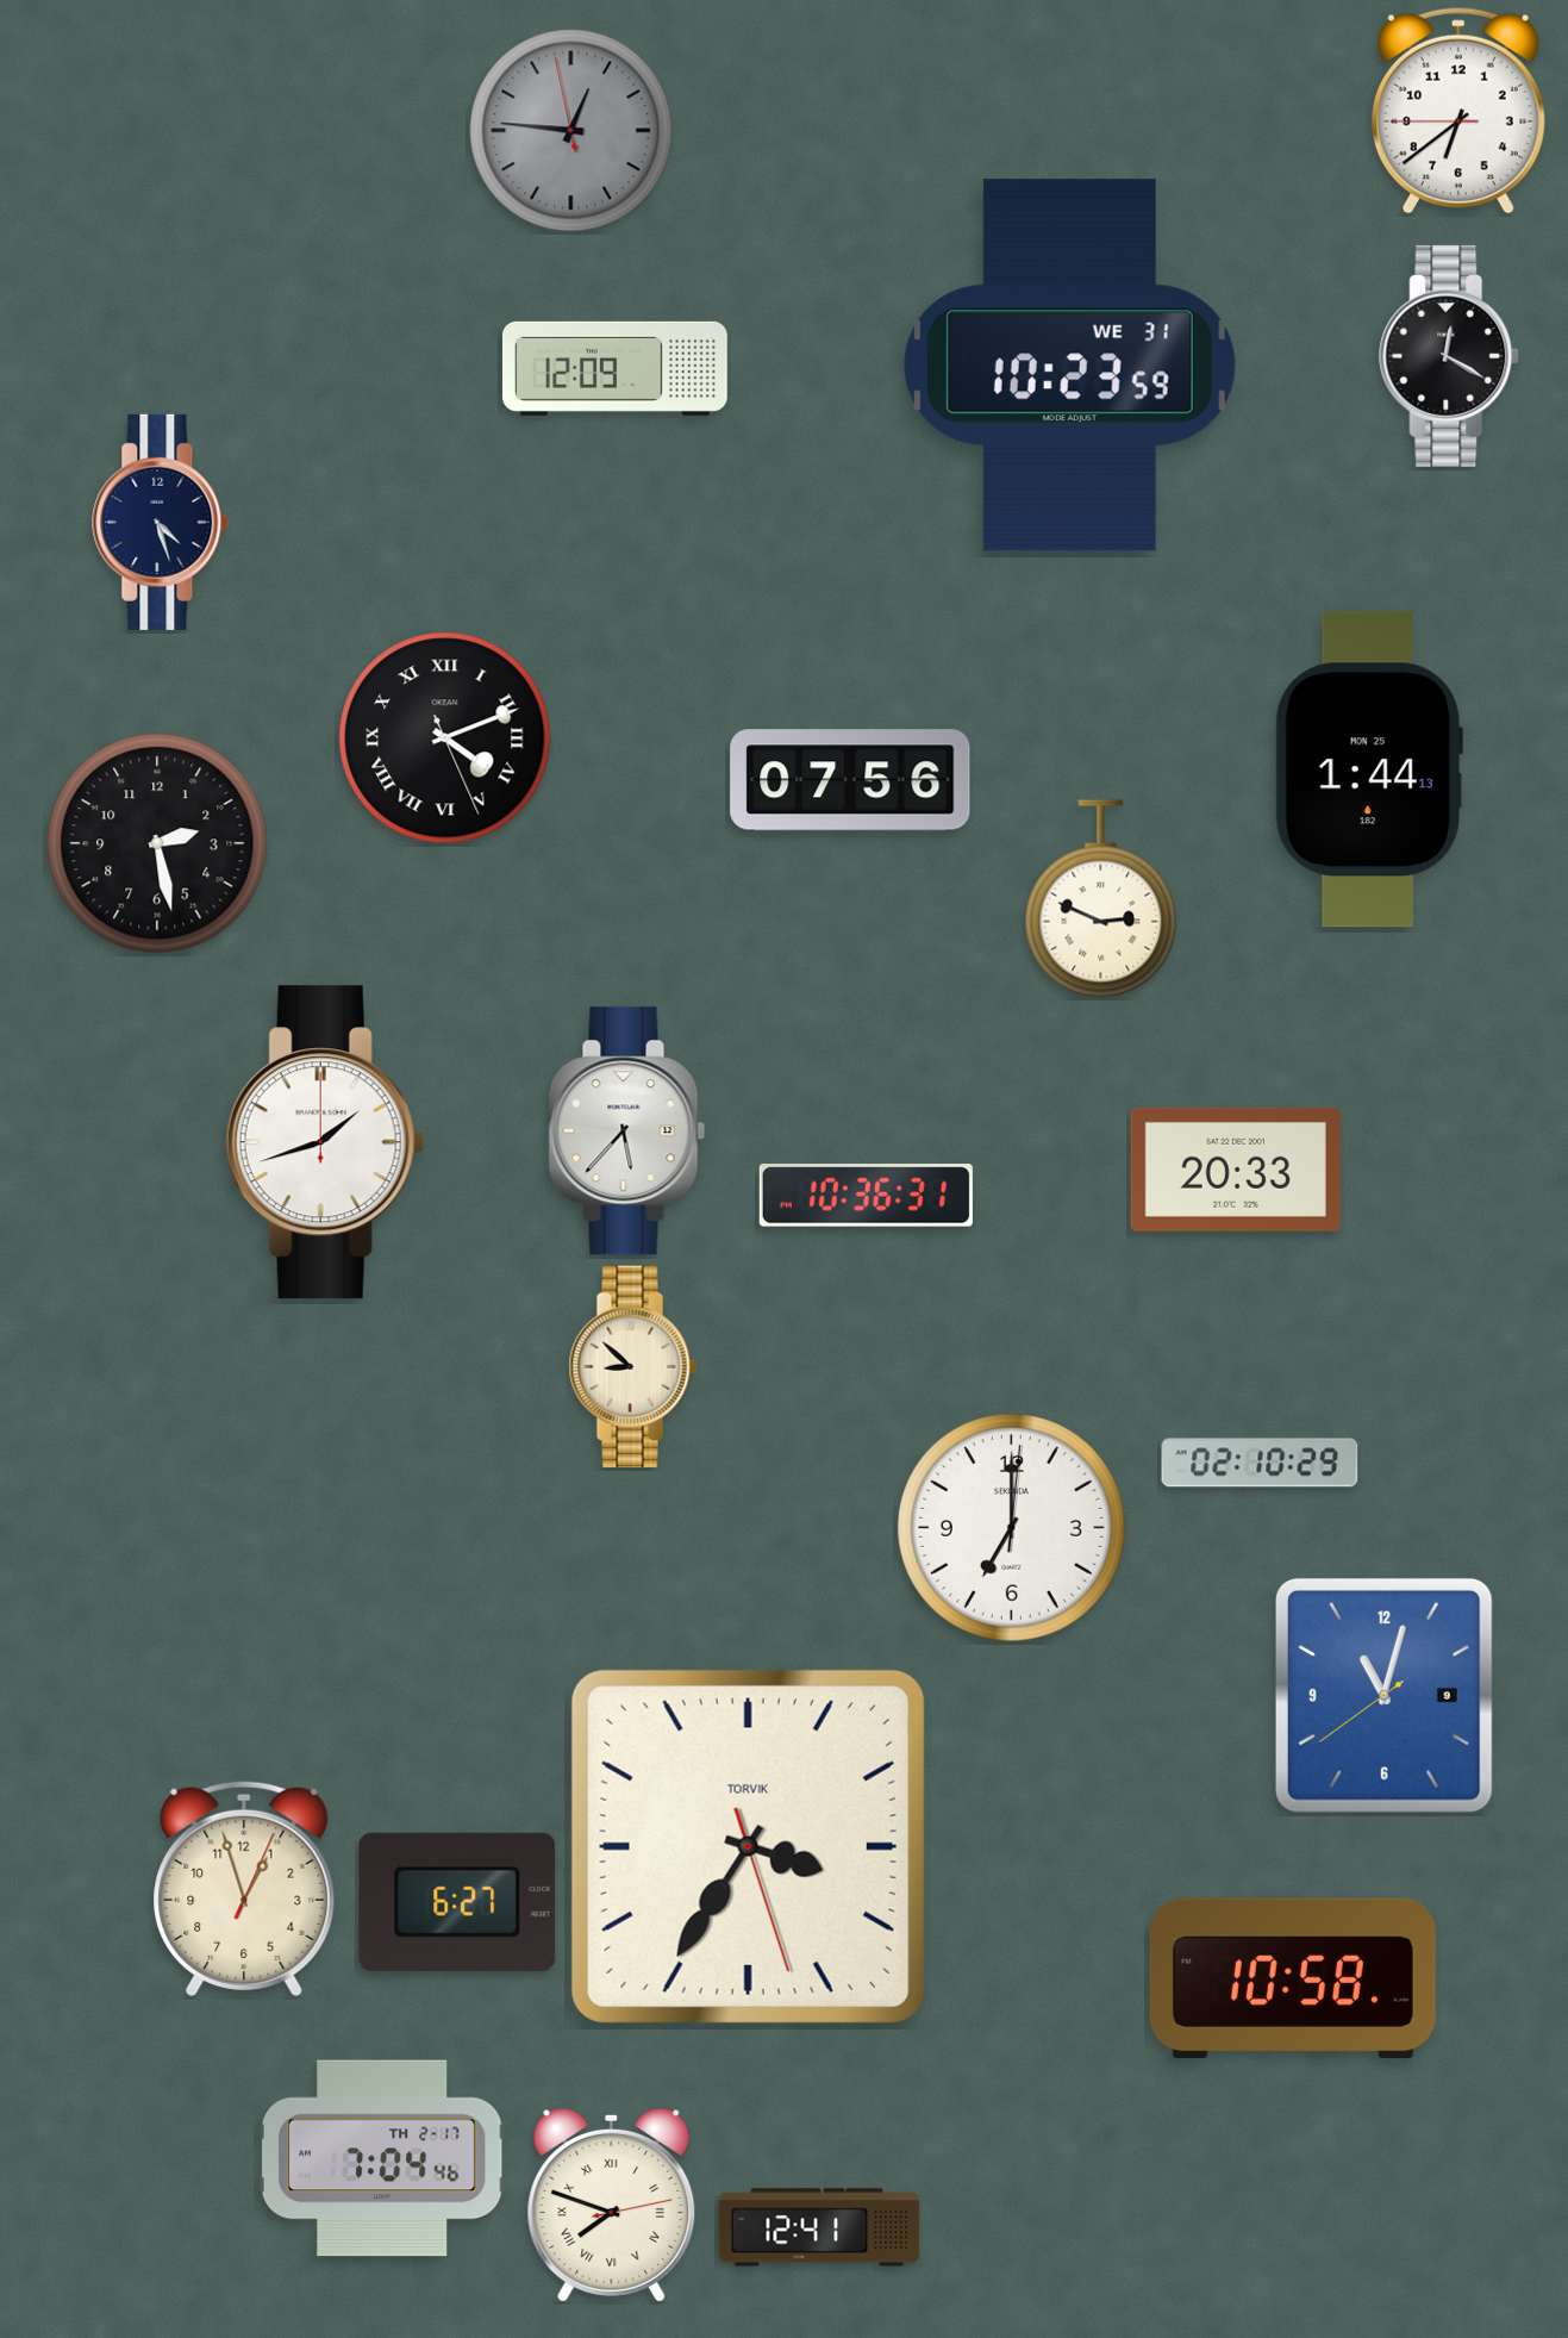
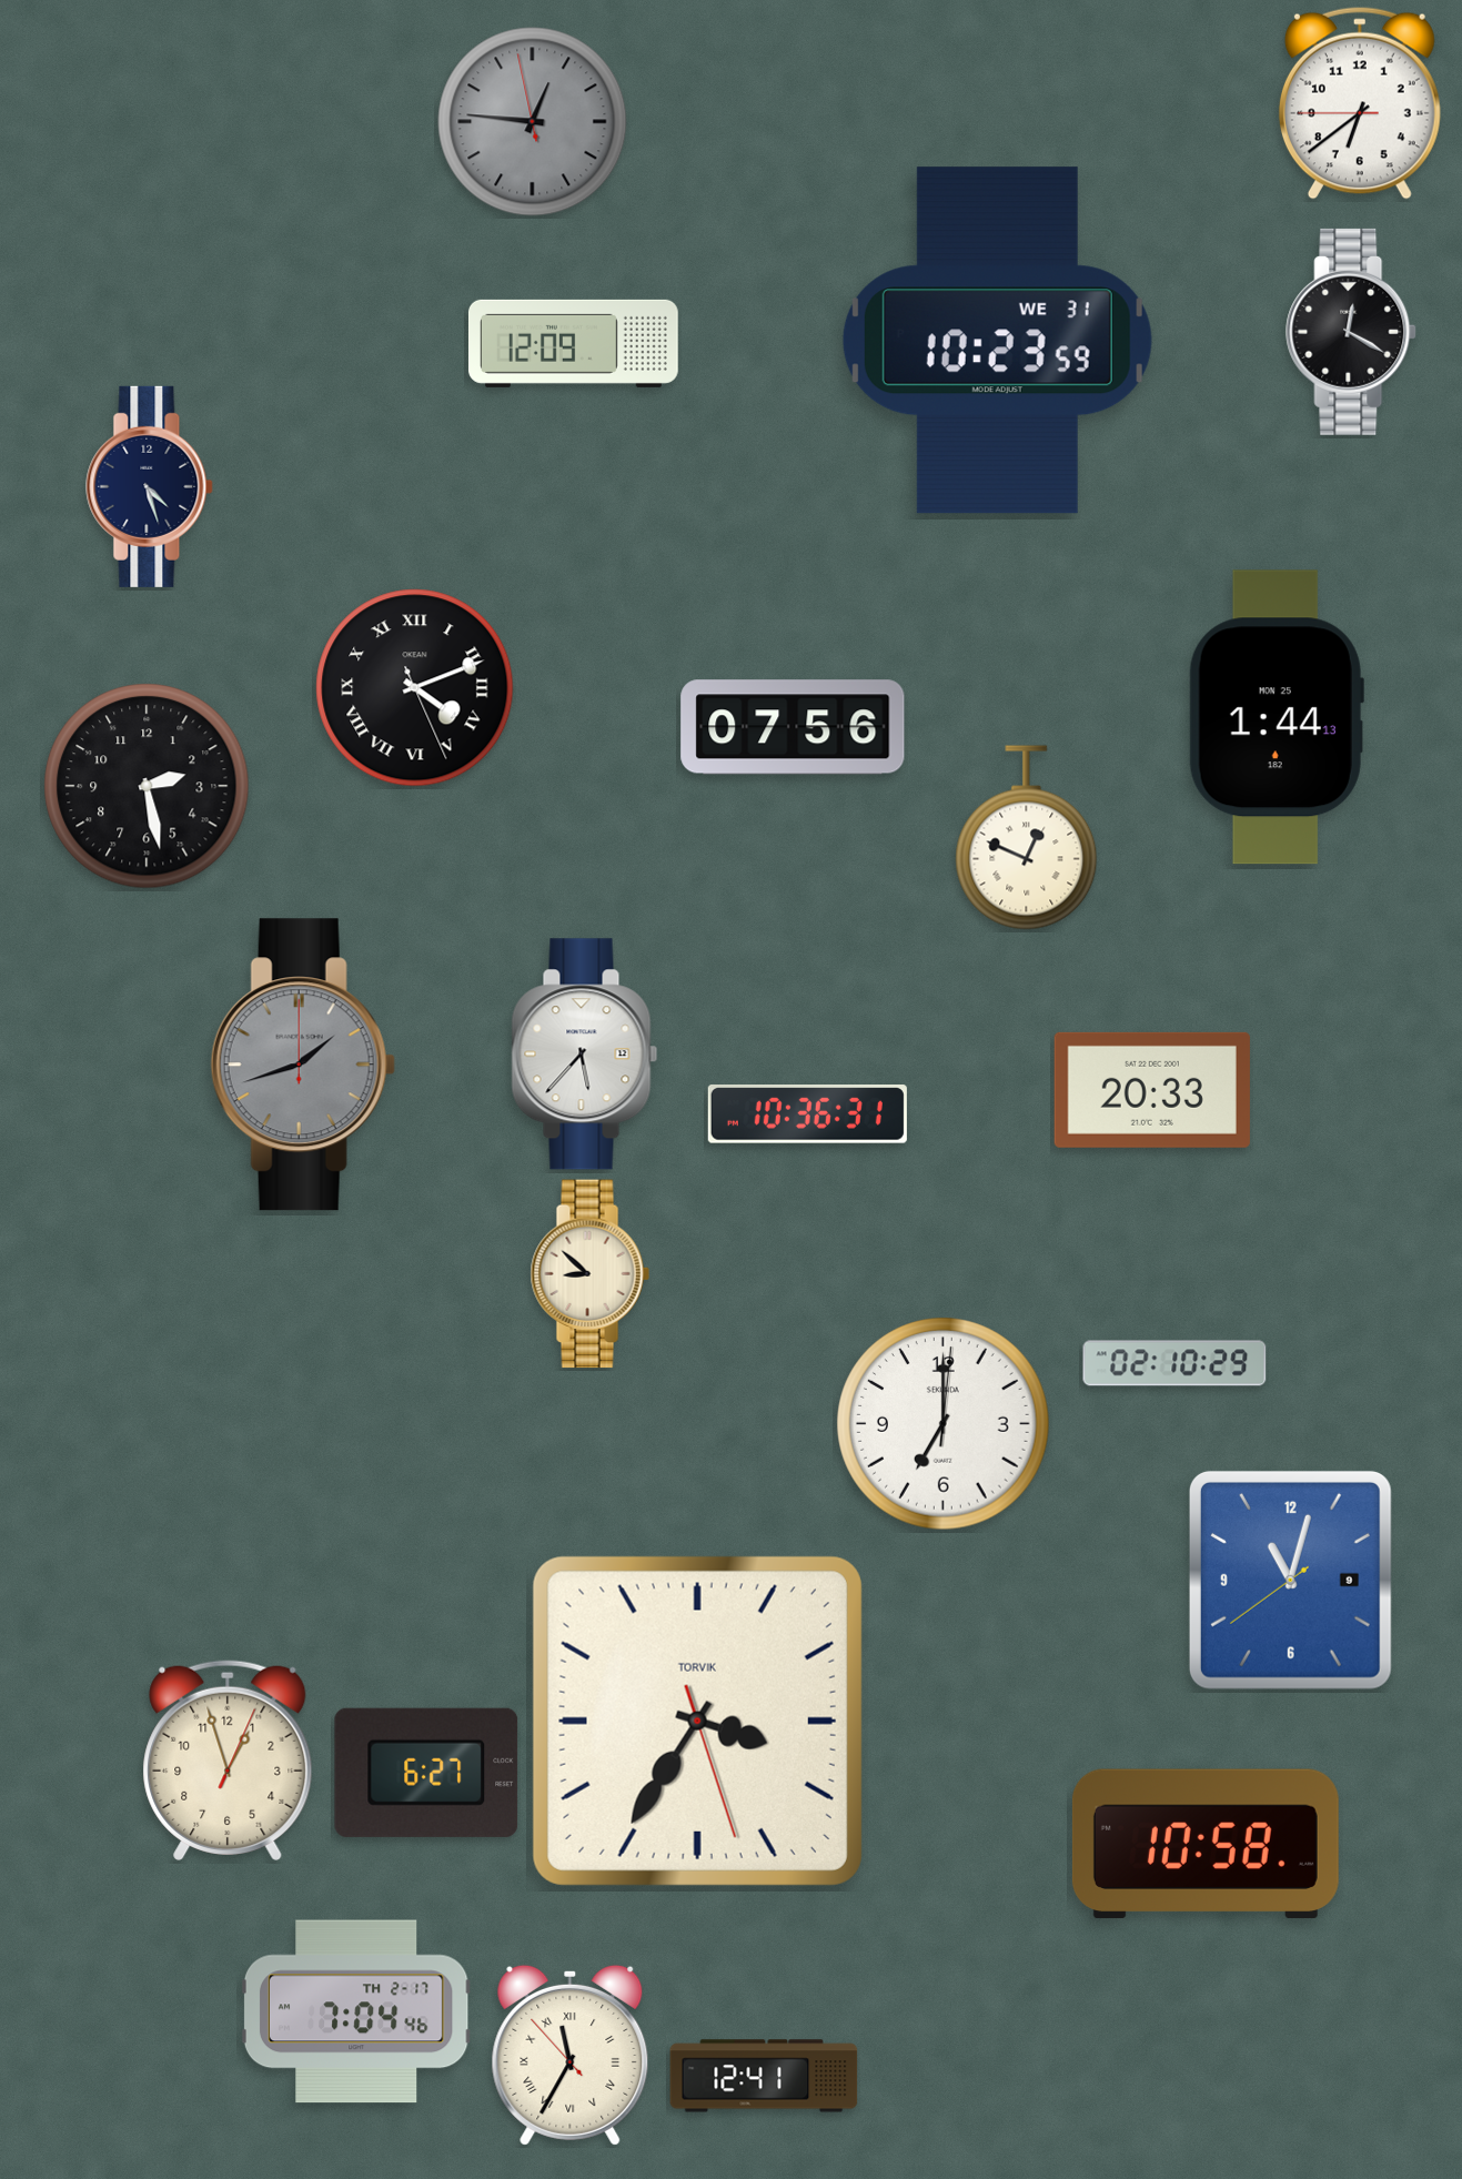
clock at (1101, 899): 2:49 -> 12:49
clock at (325, 1142) dial: white -> grey
clock at (612, 2205): 7:48 -> 11:34
